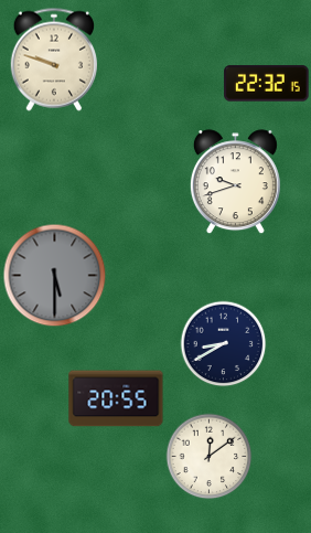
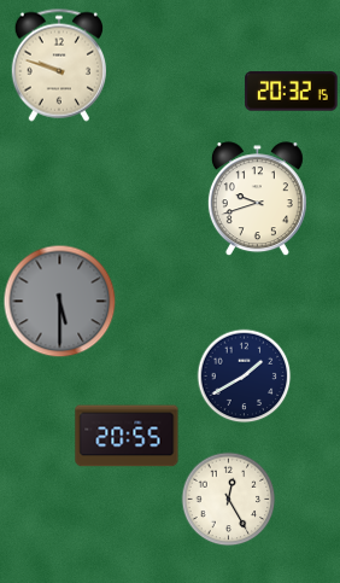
clock at (267, 84): 22:32 -> 20:32
clock at (223, 343): 8:40 -> 1:40
clock at (208, 456): 12:09 -> 12:25
